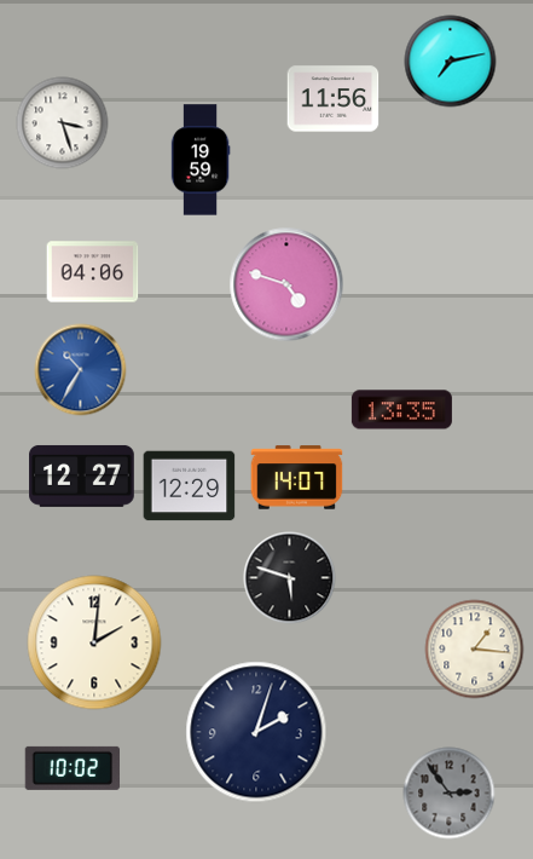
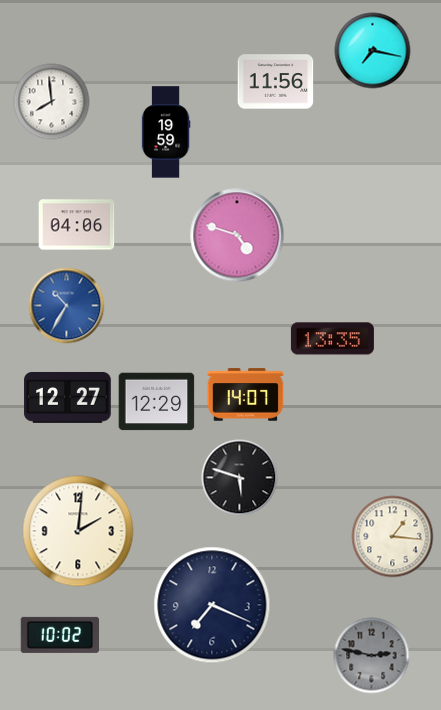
clock at (451, 62): 7:13 -> 7:17
clock at (63, 123): 3:27 -> 7:59
clock at (82, 475) position: (82, 475) -> (68, 397)
clock at (256, 732): 2:03 -> 7:19
clock at (450, 794): 2:54 -> 2:47
